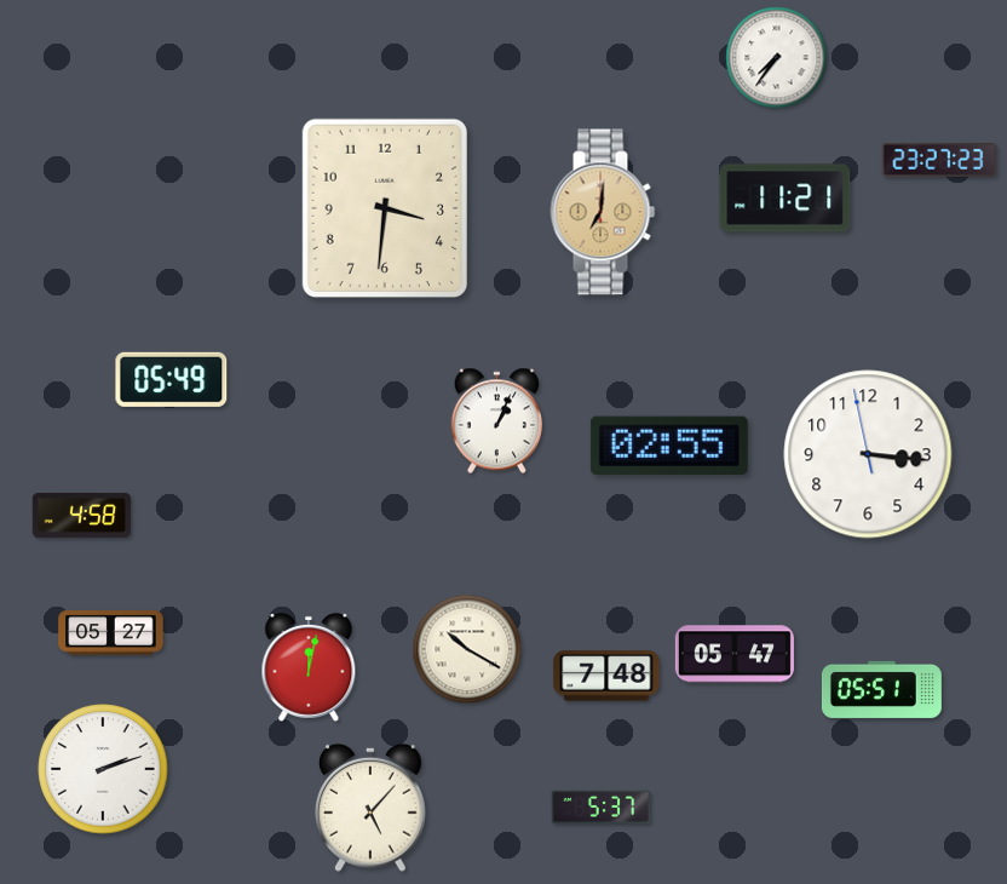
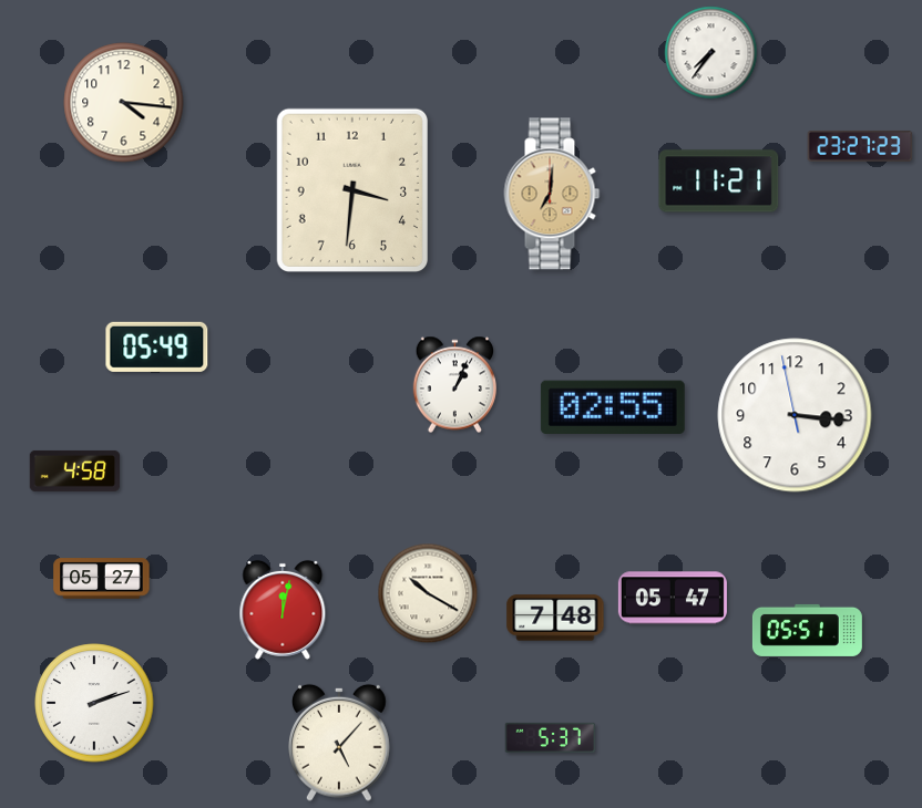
clock at (124, 103): none -> 4:16
clock at (372, 808) position: (372, 808) -> (340, 743)
